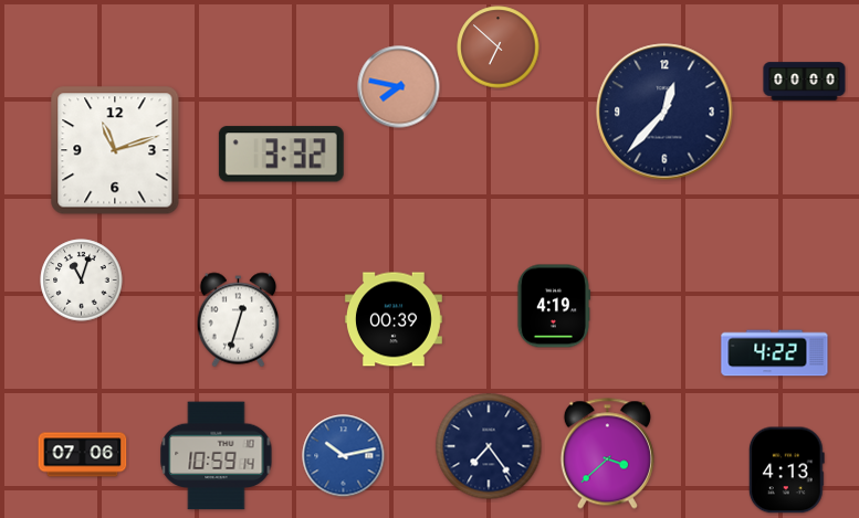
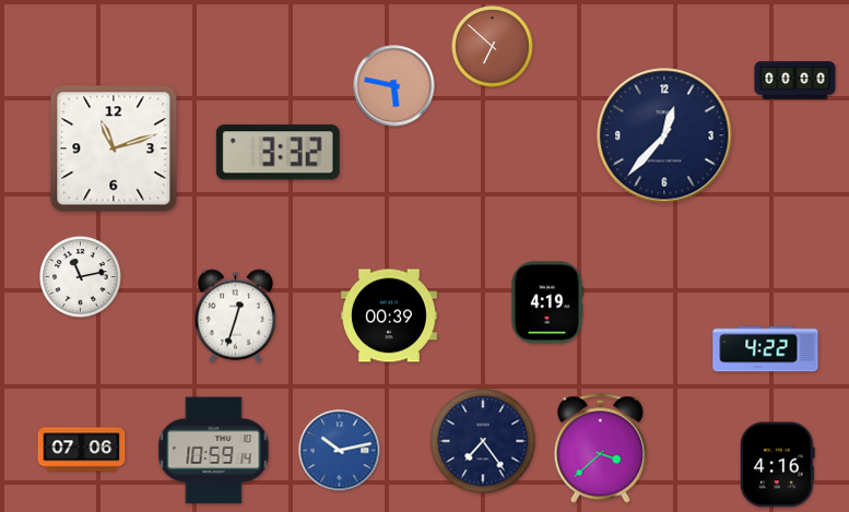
clock at (399, 87): 7:47 -> 5:47
clock at (664, 112) position: (664, 112) -> (664, 135)
clock at (82, 281): 11:03 -> 11:13
clock at (786, 471): 4:13 -> 4:16
